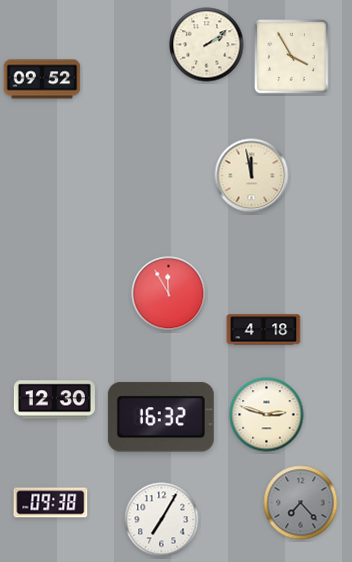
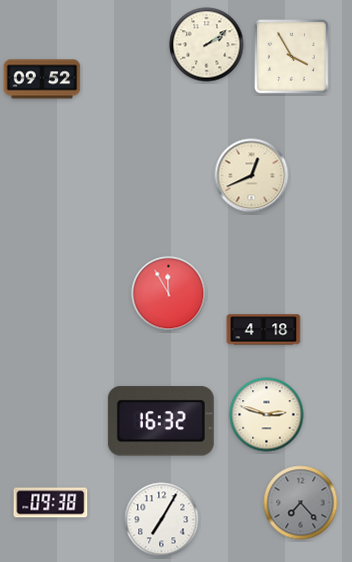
clock at (252, 176): 11:58 -> 12:41
clock at (54, 400): 12:30 -> none
clock at (161, 417) position: (161, 417) -> (161, 421)
